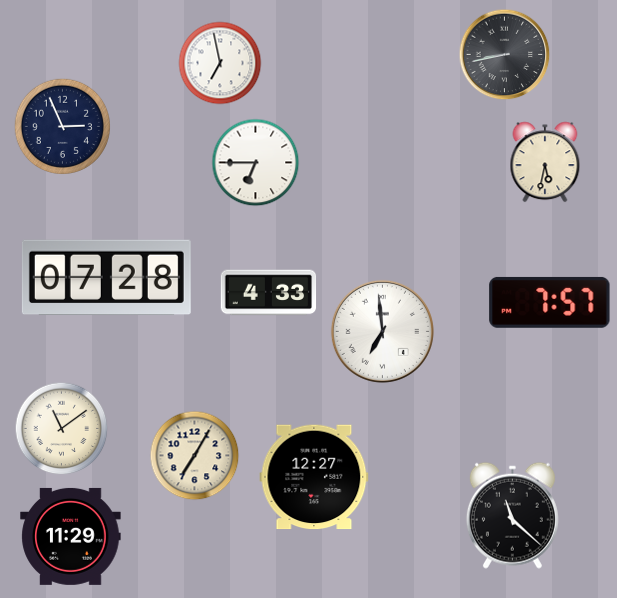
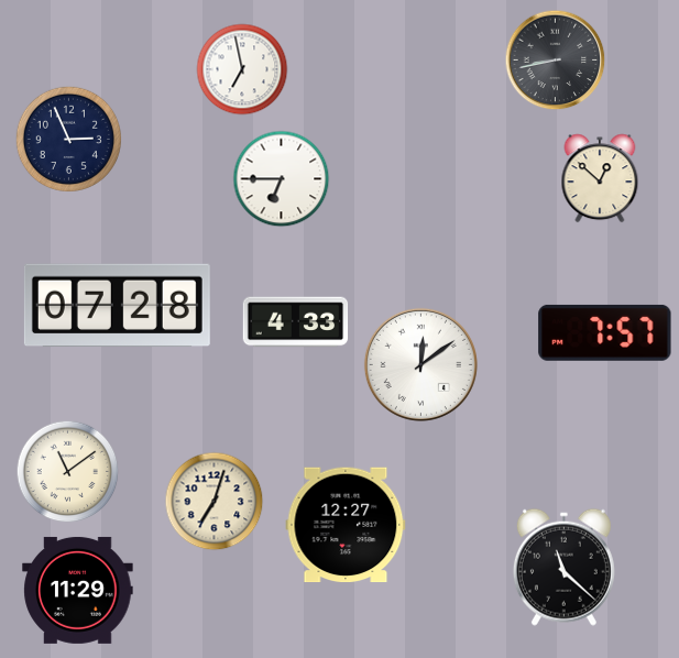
clock at (545, 162): 5:32 -> 12:52
clock at (382, 331): 6:59 -> 12:09
clock at (195, 456): 7:05 -> 7:03
